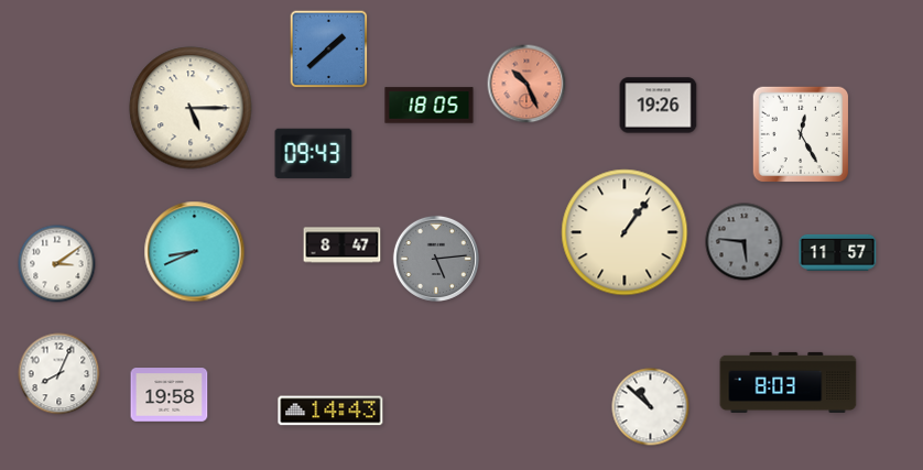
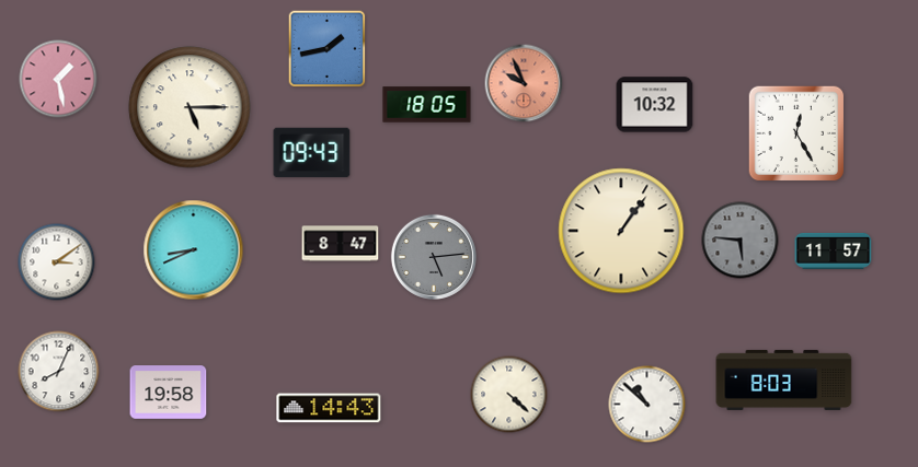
clock at (329, 50): 1:38 -> 1:43
clock at (58, 79): none -> 1:28
clock at (526, 84): 10:26 -> 9:56
clock at (659, 106): 19:26 -> 10:32
clock at (509, 395): none -> 4:22
